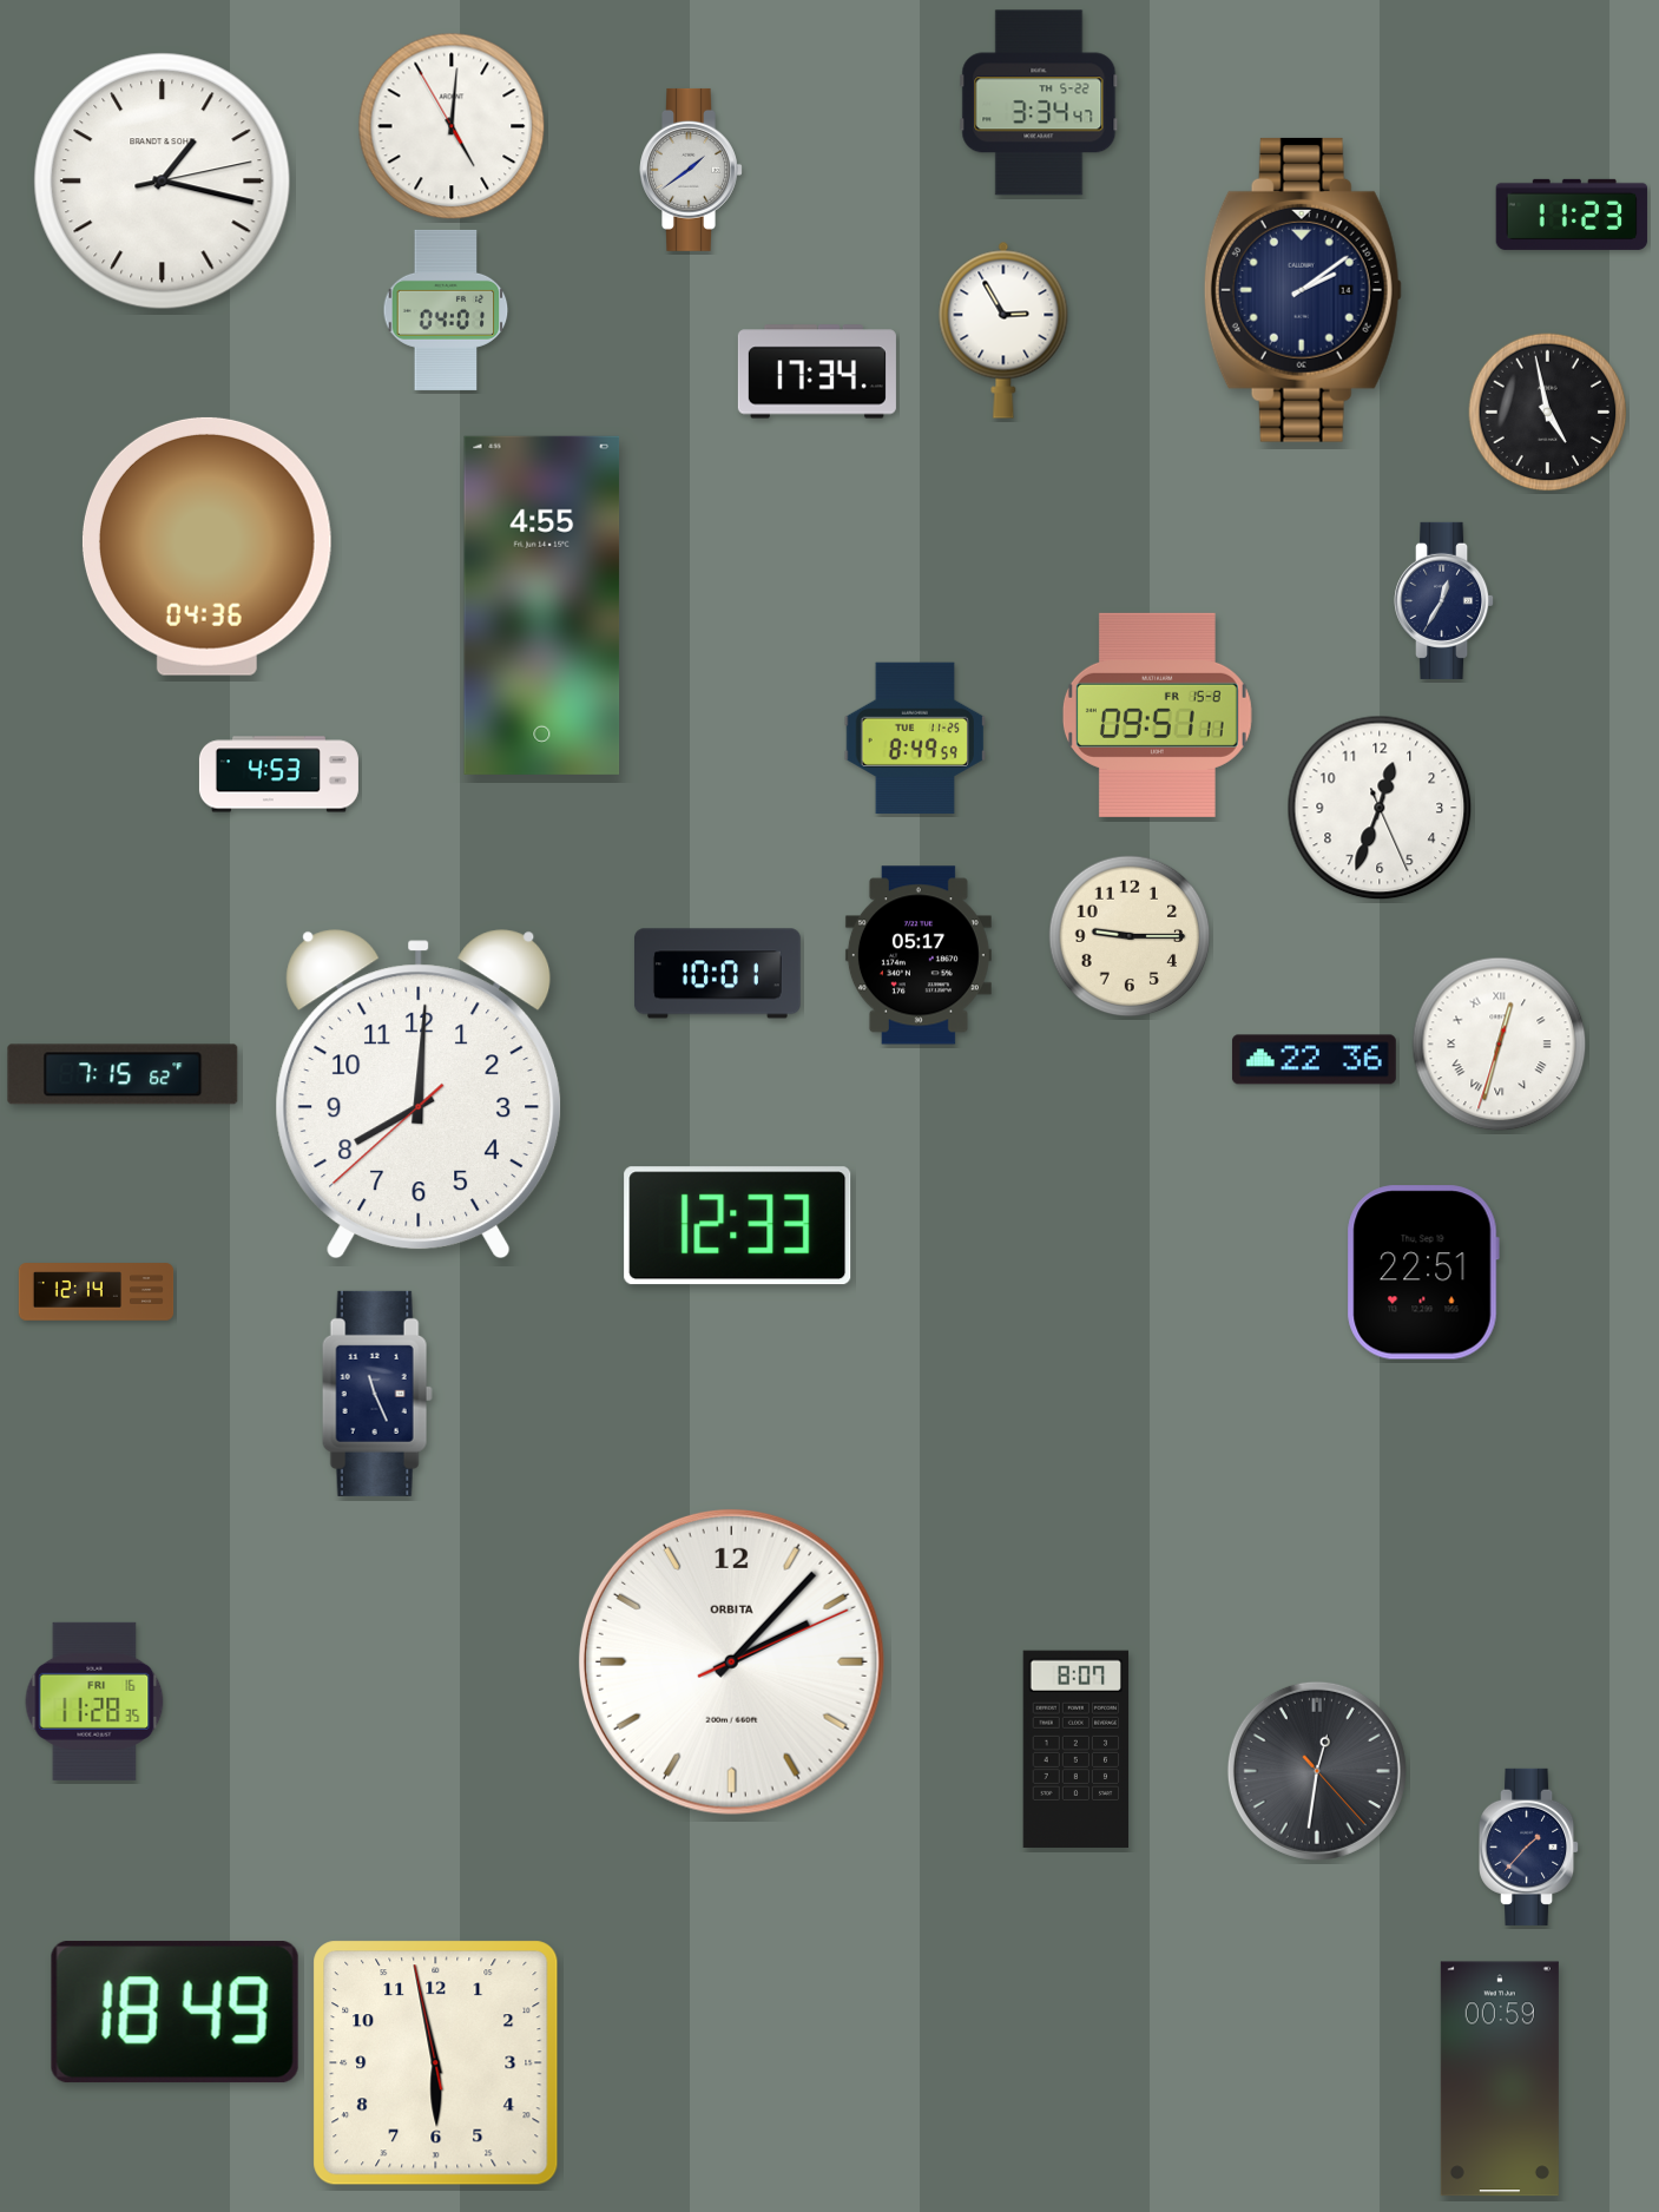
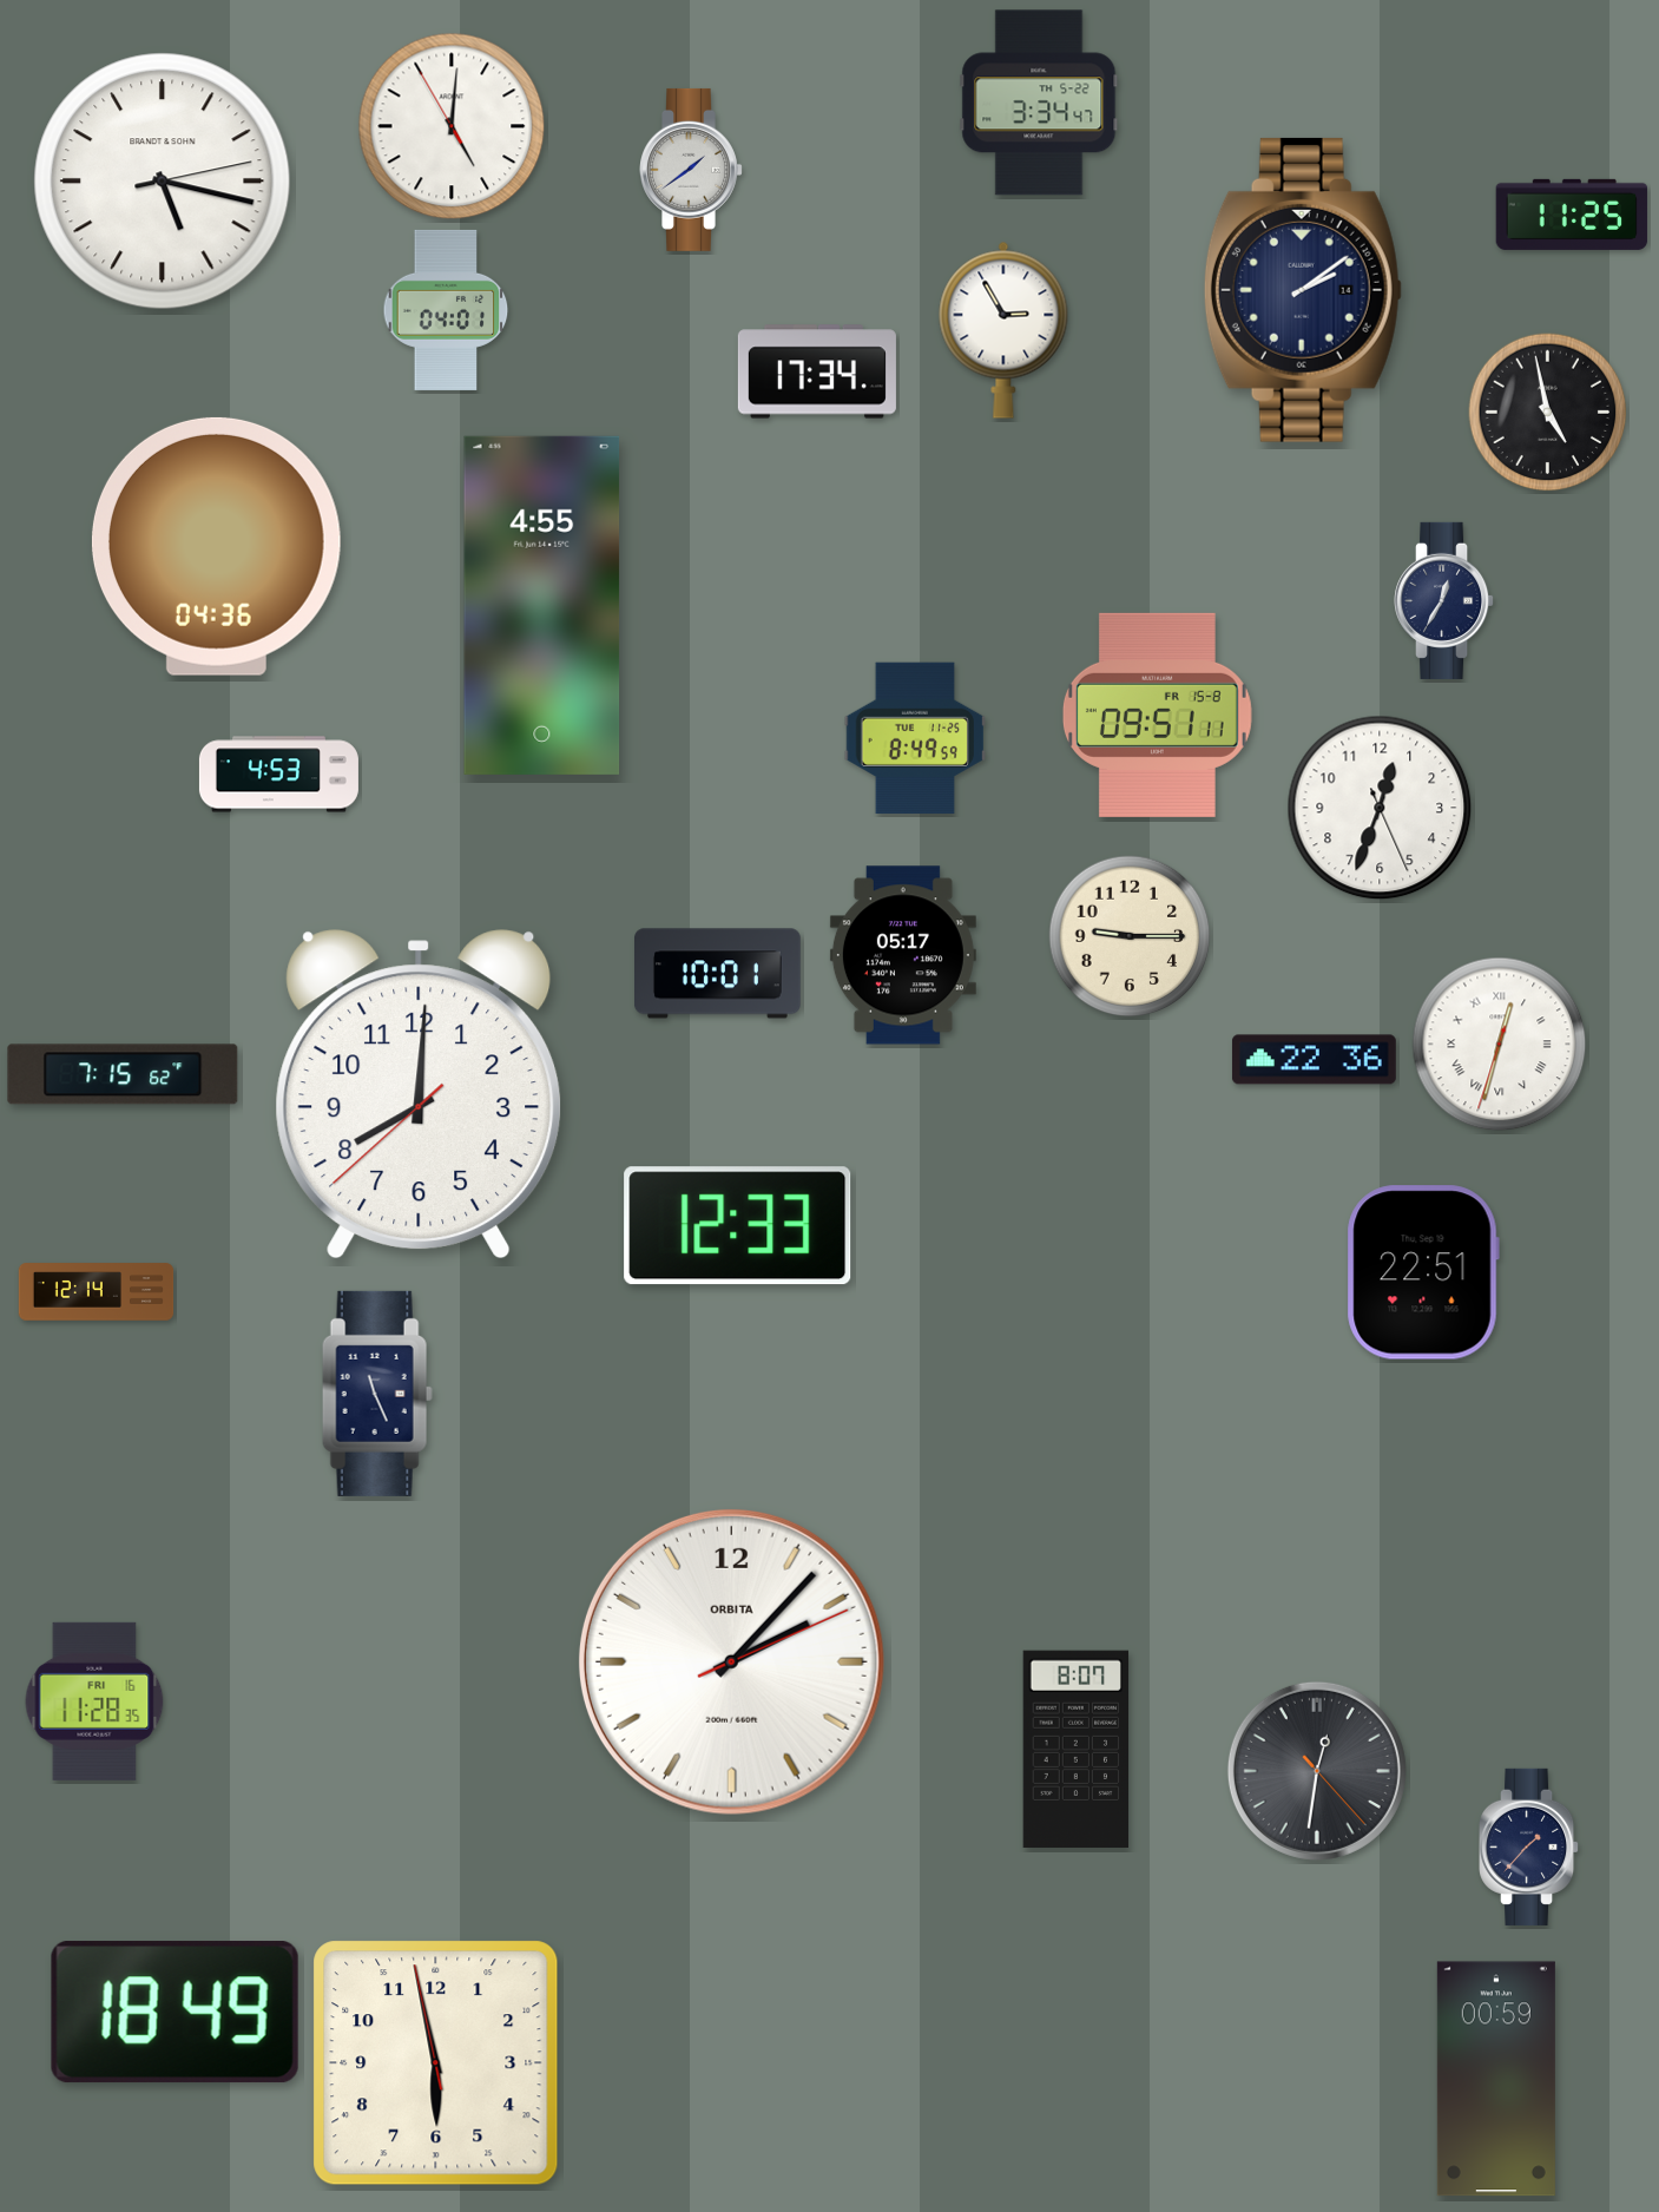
clock at (163, 182): 1:17 -> 5:17
clock at (1572, 215): 11:23 -> 11:25
clock at (206, 546) position: (206, 546) -> (216, 546)
clock at (919, 955) position: (919, 955) -> (903, 955)
clock at (1500, 2079) position: (1500, 2079) -> (1496, 2079)
